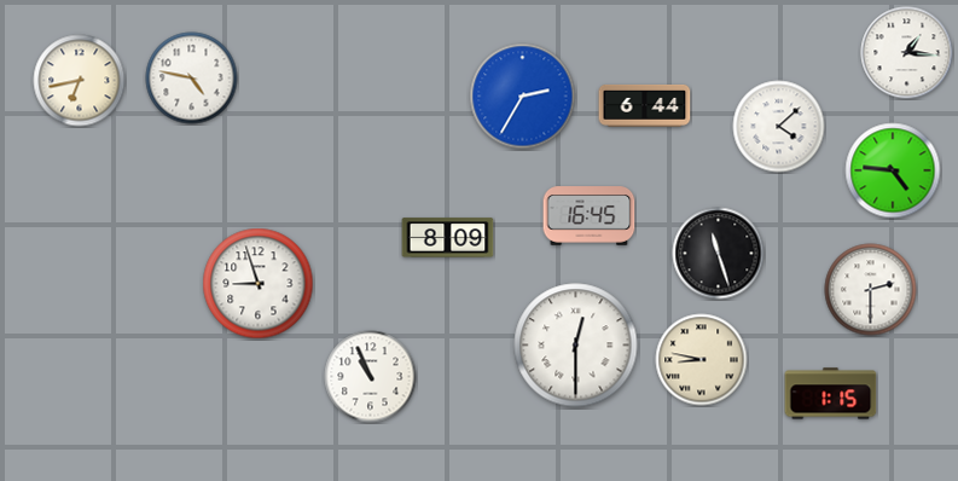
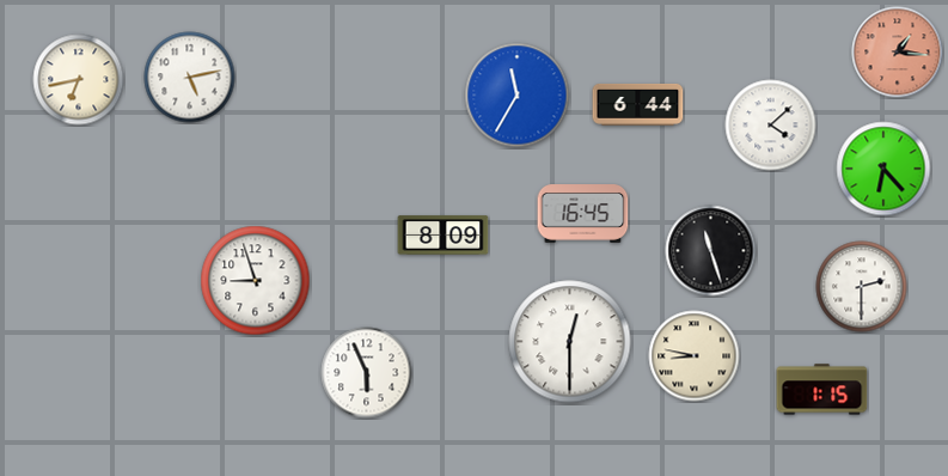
clock at (907, 53) dial: white -> salmon
clock at (192, 79): 4:47 -> 5:13
clock at (523, 97): 2:35 -> 11:35
clock at (893, 170): 4:46 -> 6:23
clock at (371, 377): 10:56 -> 5:56
